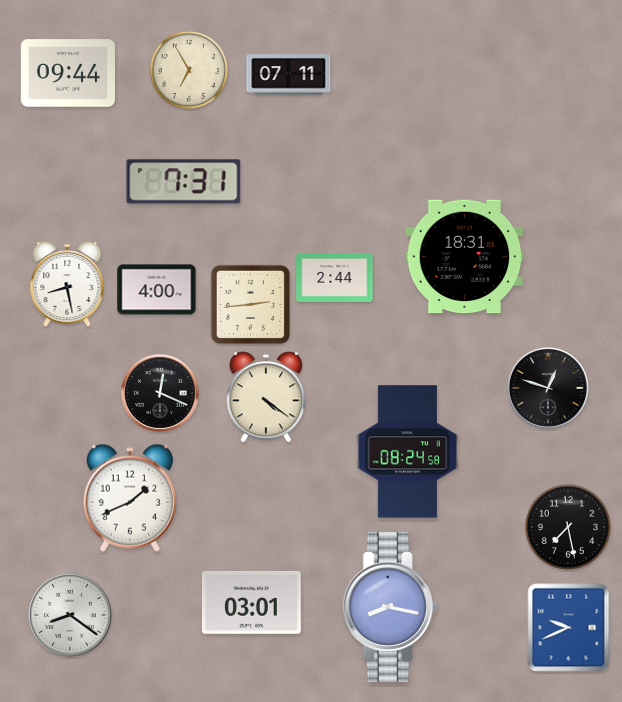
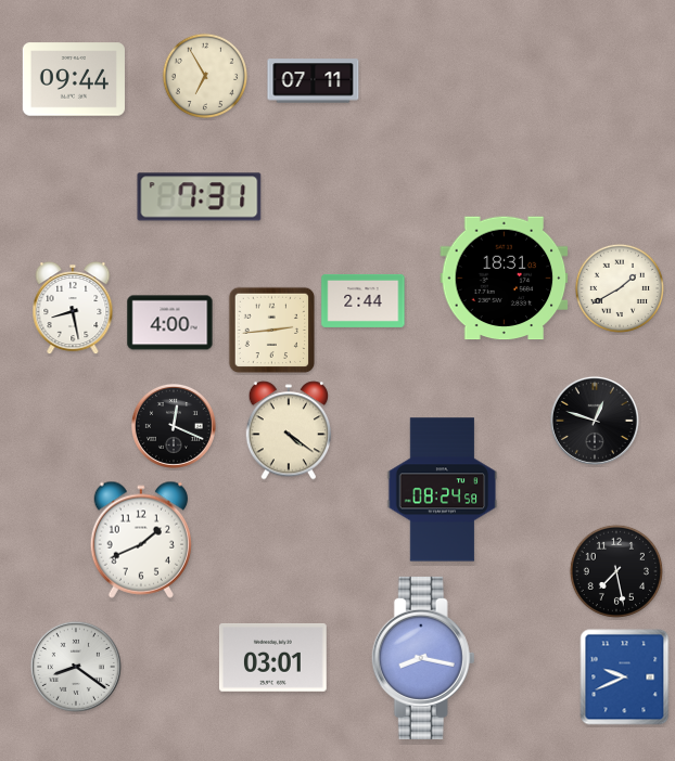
clock at (619, 287): none -> 1:40
clock at (157, 290) position: (157, 290) -> (170, 323)
clock at (251, 603) position: (251, 603) -> (272, 658)
clock at (569, 628) position: (569, 628) -> (625, 678)
